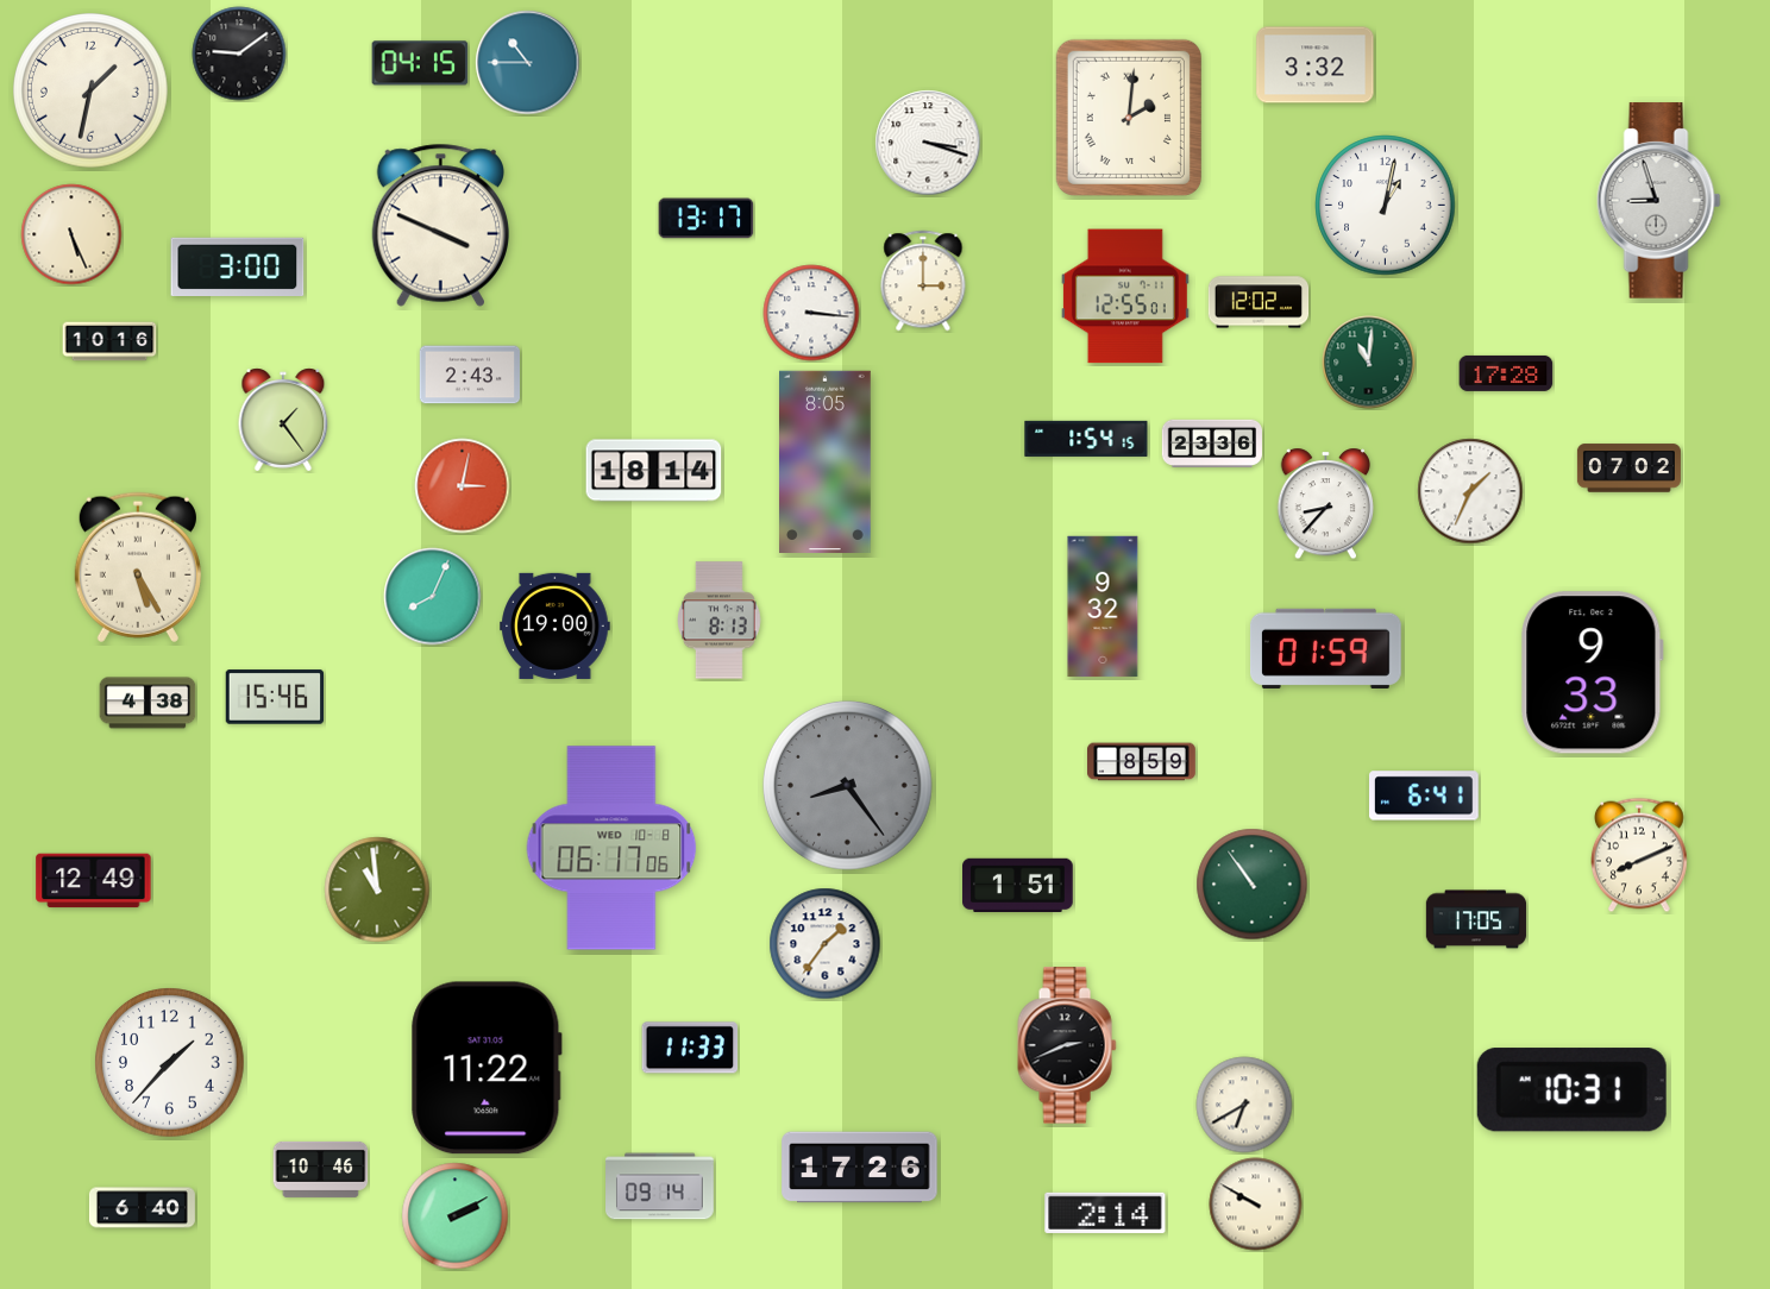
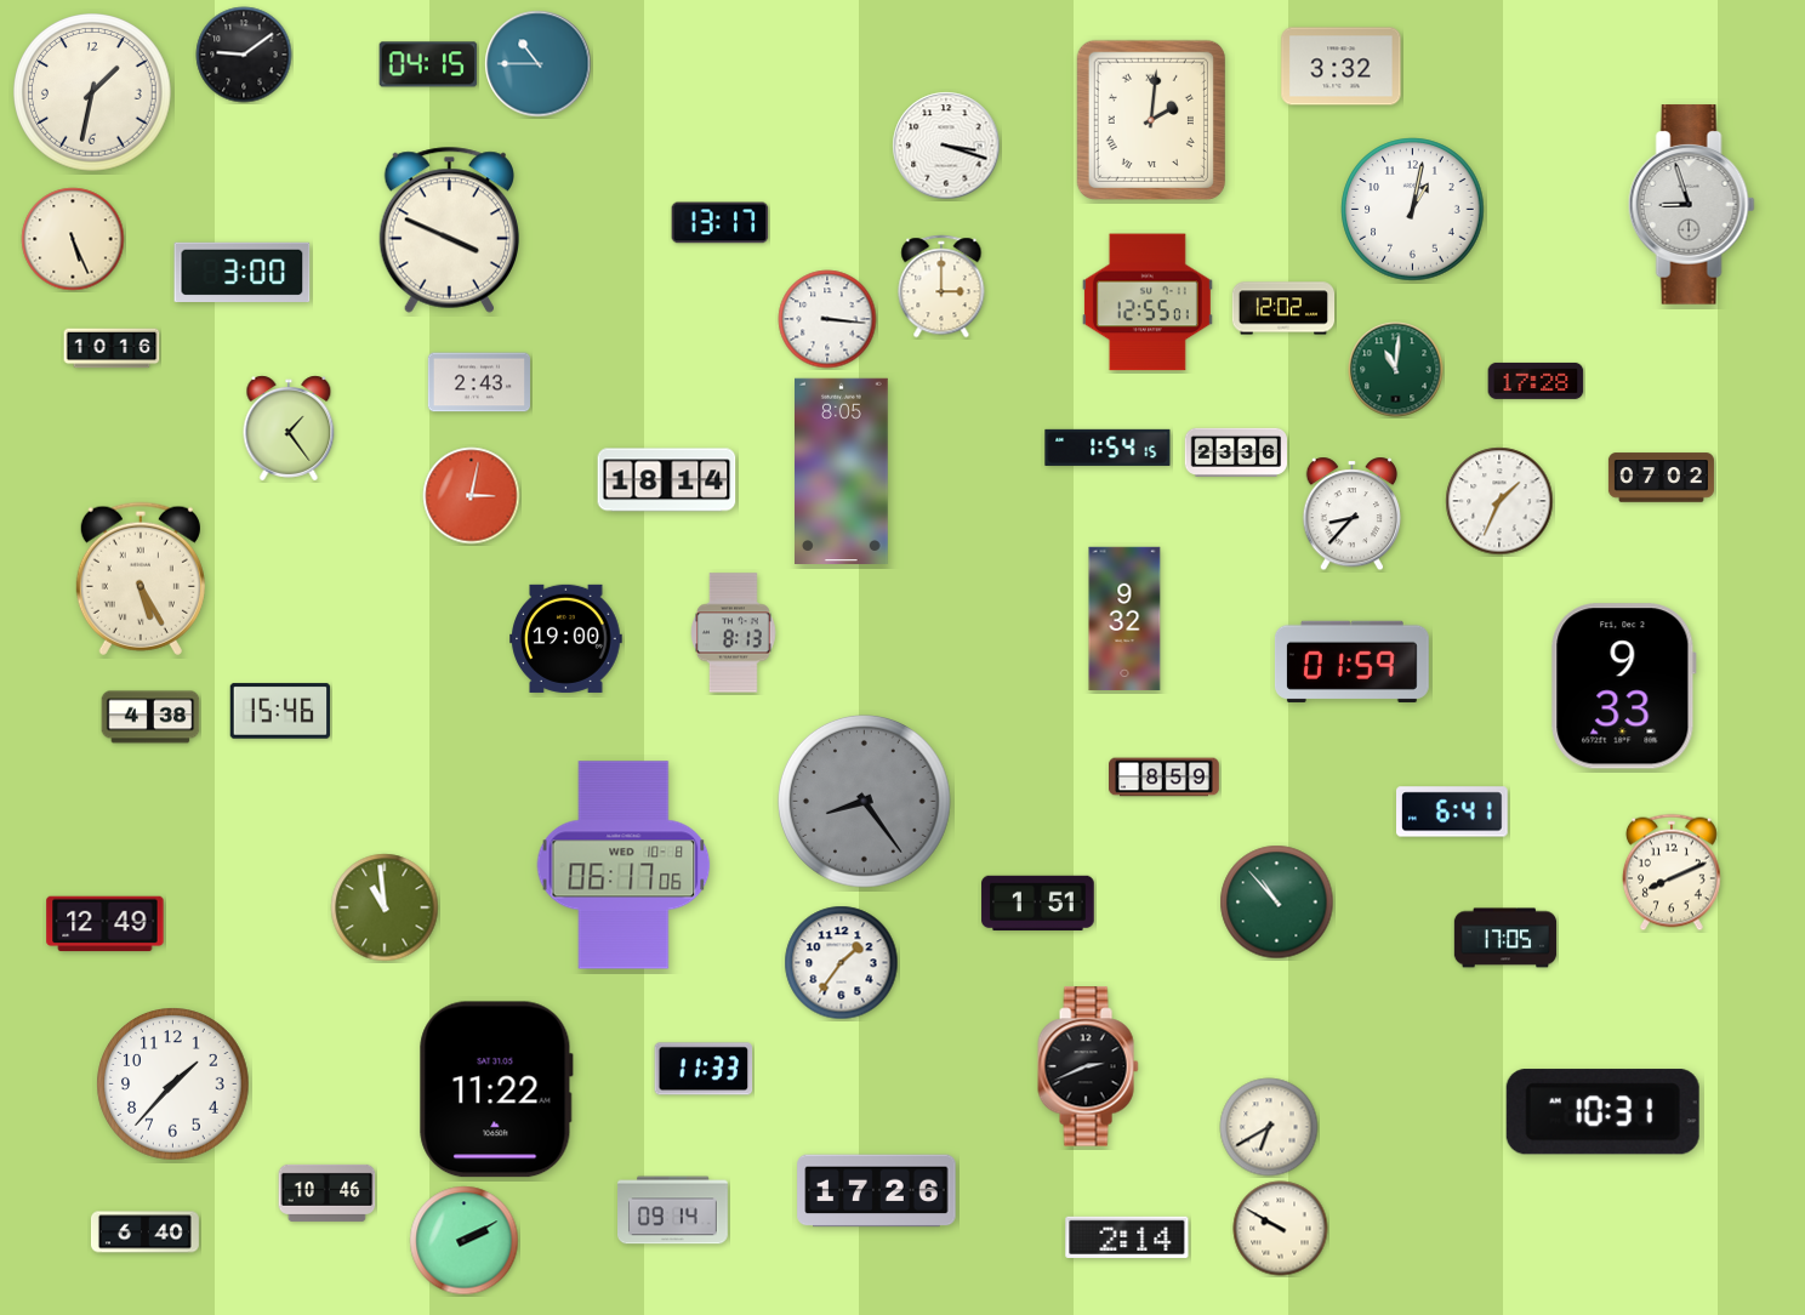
clock at (433, 597): 8:04 -> none
clock at (94, 881) position: (94, 881) -> (106, 924)
clock at (1253, 885): 10:54 -> 10:53
